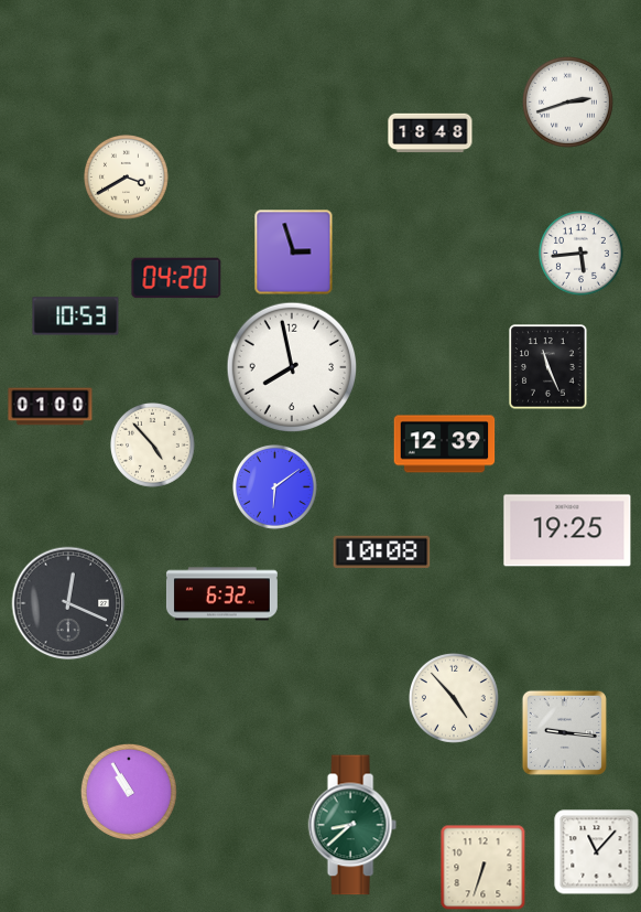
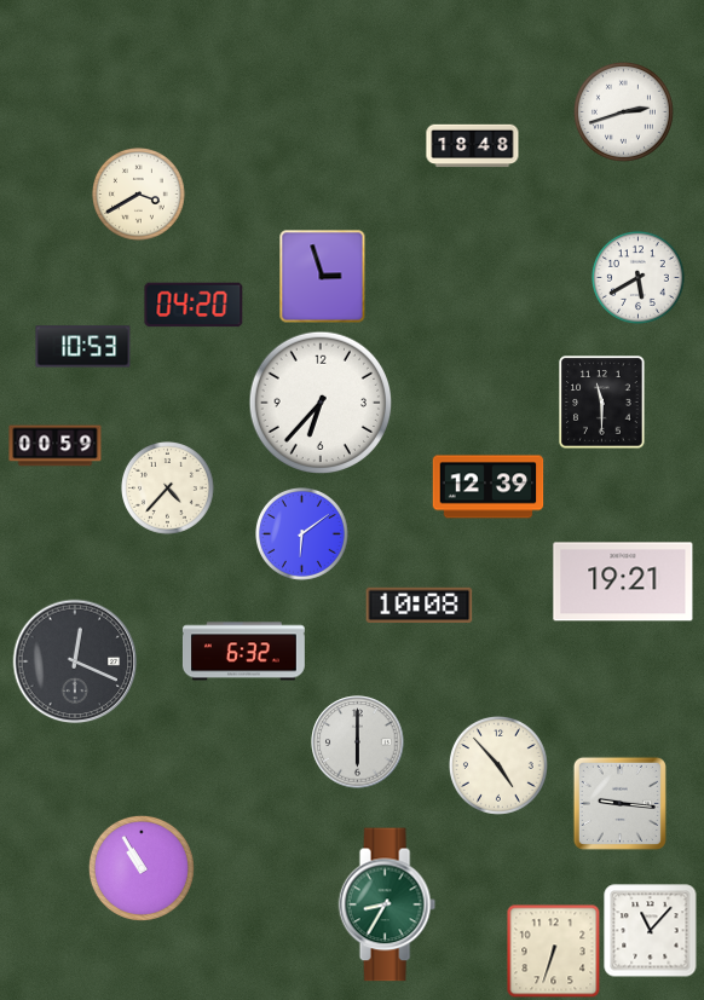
clock at (582, 254): 5:44 -> 5:40
clock at (292, 367): 7:58 -> 6:37
clock at (548, 367): 11:26 -> 11:30
clock at (51, 407): 01:00 -> 00:59
clock at (153, 446): 4:53 -> 4:37
clock at (567, 530): 19:25 -> 19:21
clock at (358, 742): none -> 6:00
clock at (352, 825): 8:38 -> 8:35
clock at (597, 852) position: (597, 852) -> (651, 931)
clock at (482, 867) position: (482, 867) -> (553, 950)
